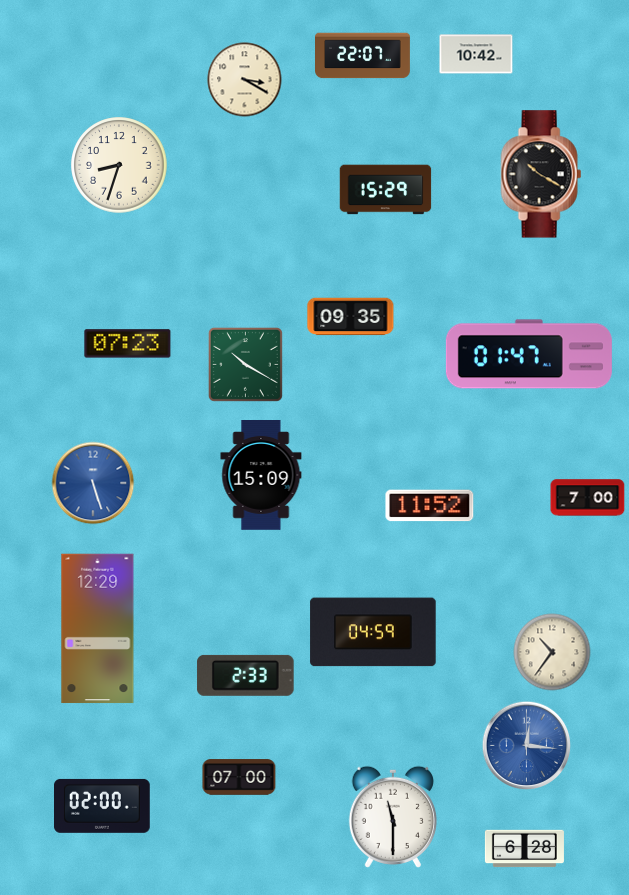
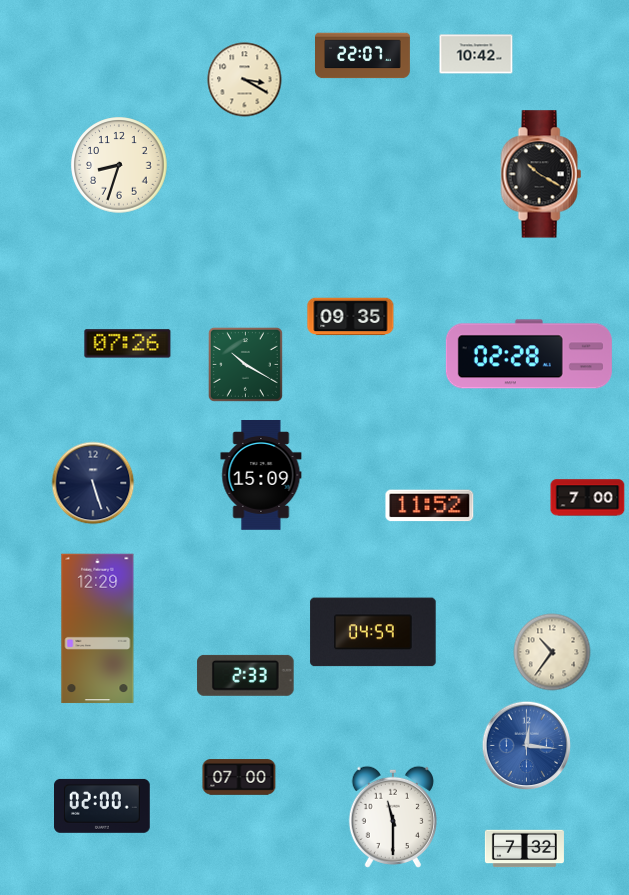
clock at (386, 190): 15:29 -> none
clock at (128, 344): 07:23 -> 07:26
clock at (529, 354): 01:47 -> 02:28
clock at (93, 483) dial: blue -> navy
clock at (524, 849): 6:28 -> 7:32
